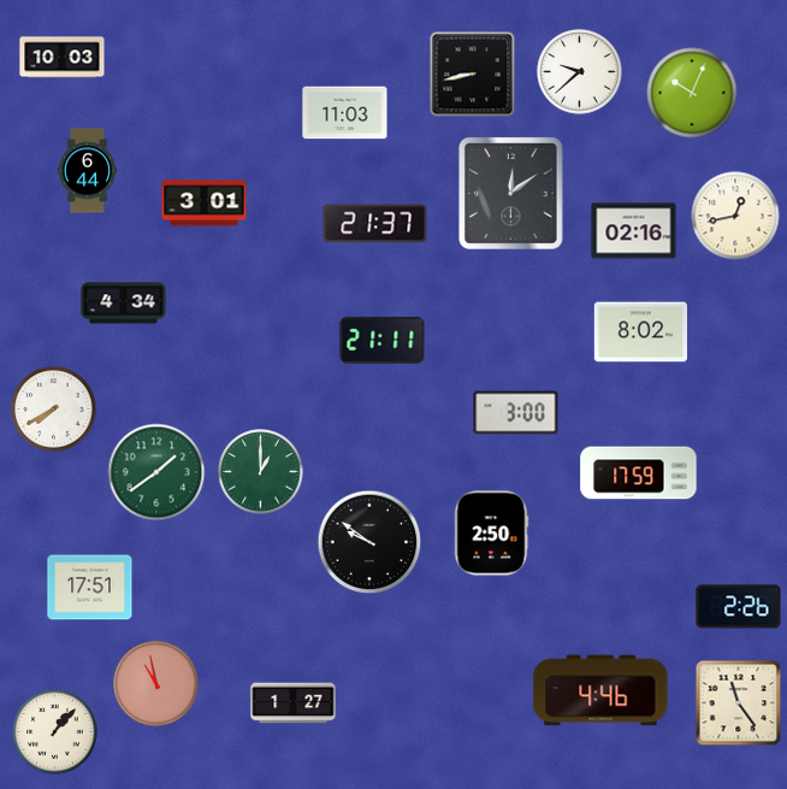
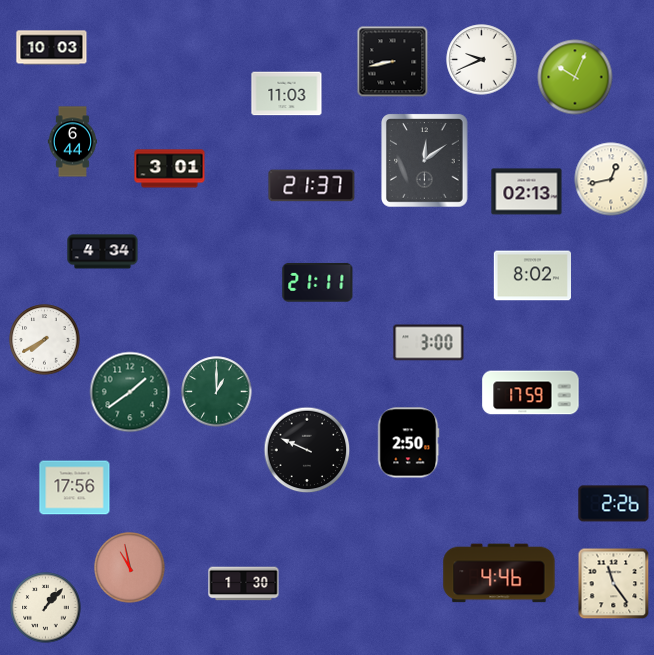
clock at (580, 72): 9:38 -> 9:41
clock at (634, 231): 02:16 -> 02:13
clock at (369, 542): 9:51 -> 9:49
clock at (90, 588): 17:51 -> 17:56
clock at (294, 703): 1:27 -> 1:30
